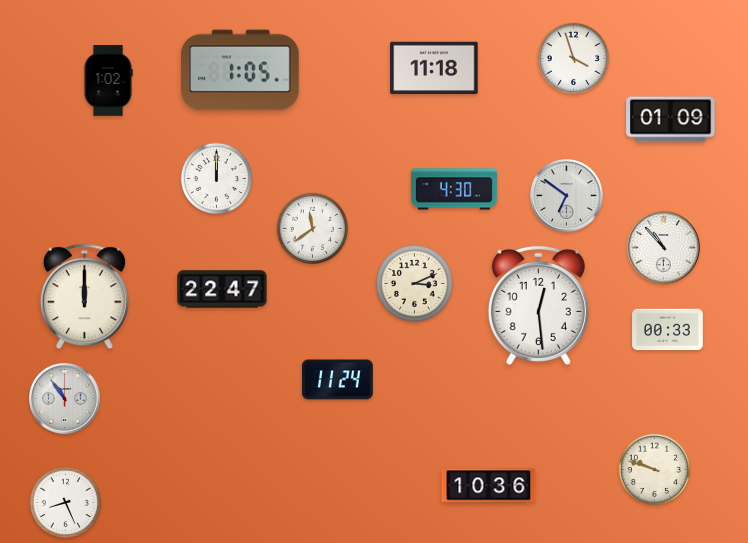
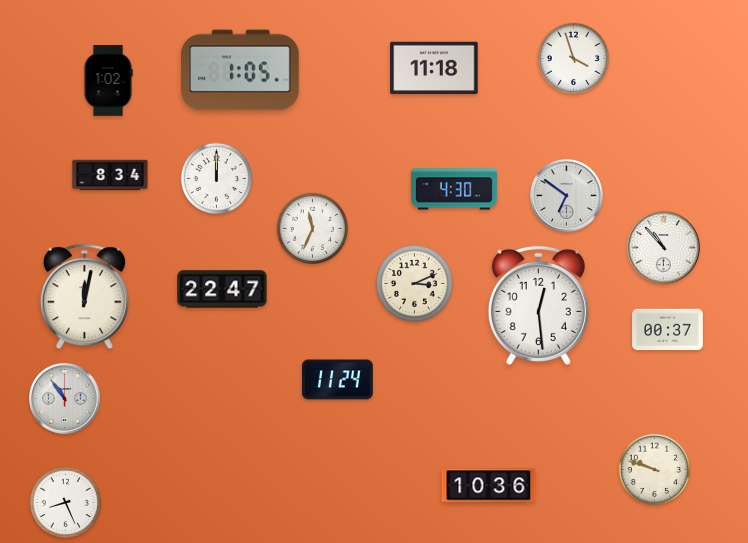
clock at (671, 120): 01:09 -> none
clock at (110, 175): none -> 8:34
clock at (313, 229): 11:39 -> 11:34
clock at (84, 297): 12:00 -> 12:02
clock at (668, 330): 00:33 -> 00:37
